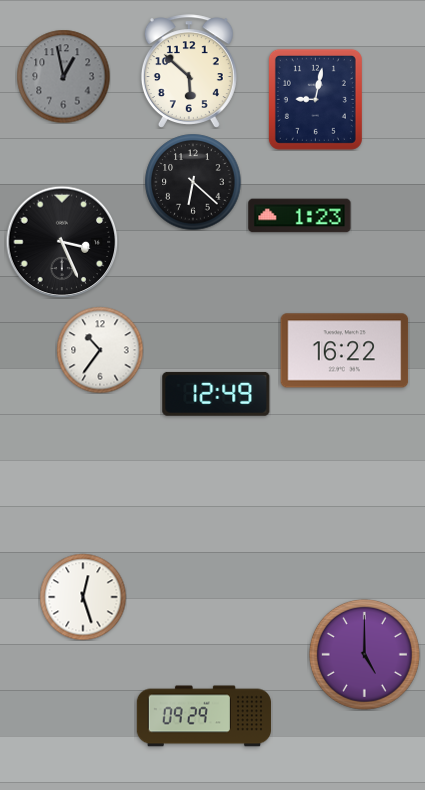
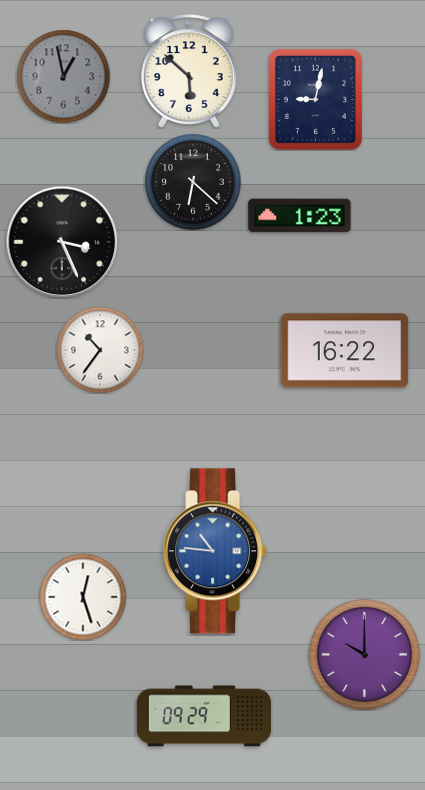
clock at (216, 394): 12:49 -> none
clock at (215, 551): none -> 10:46
clock at (364, 654): 5:00 -> 10:00
